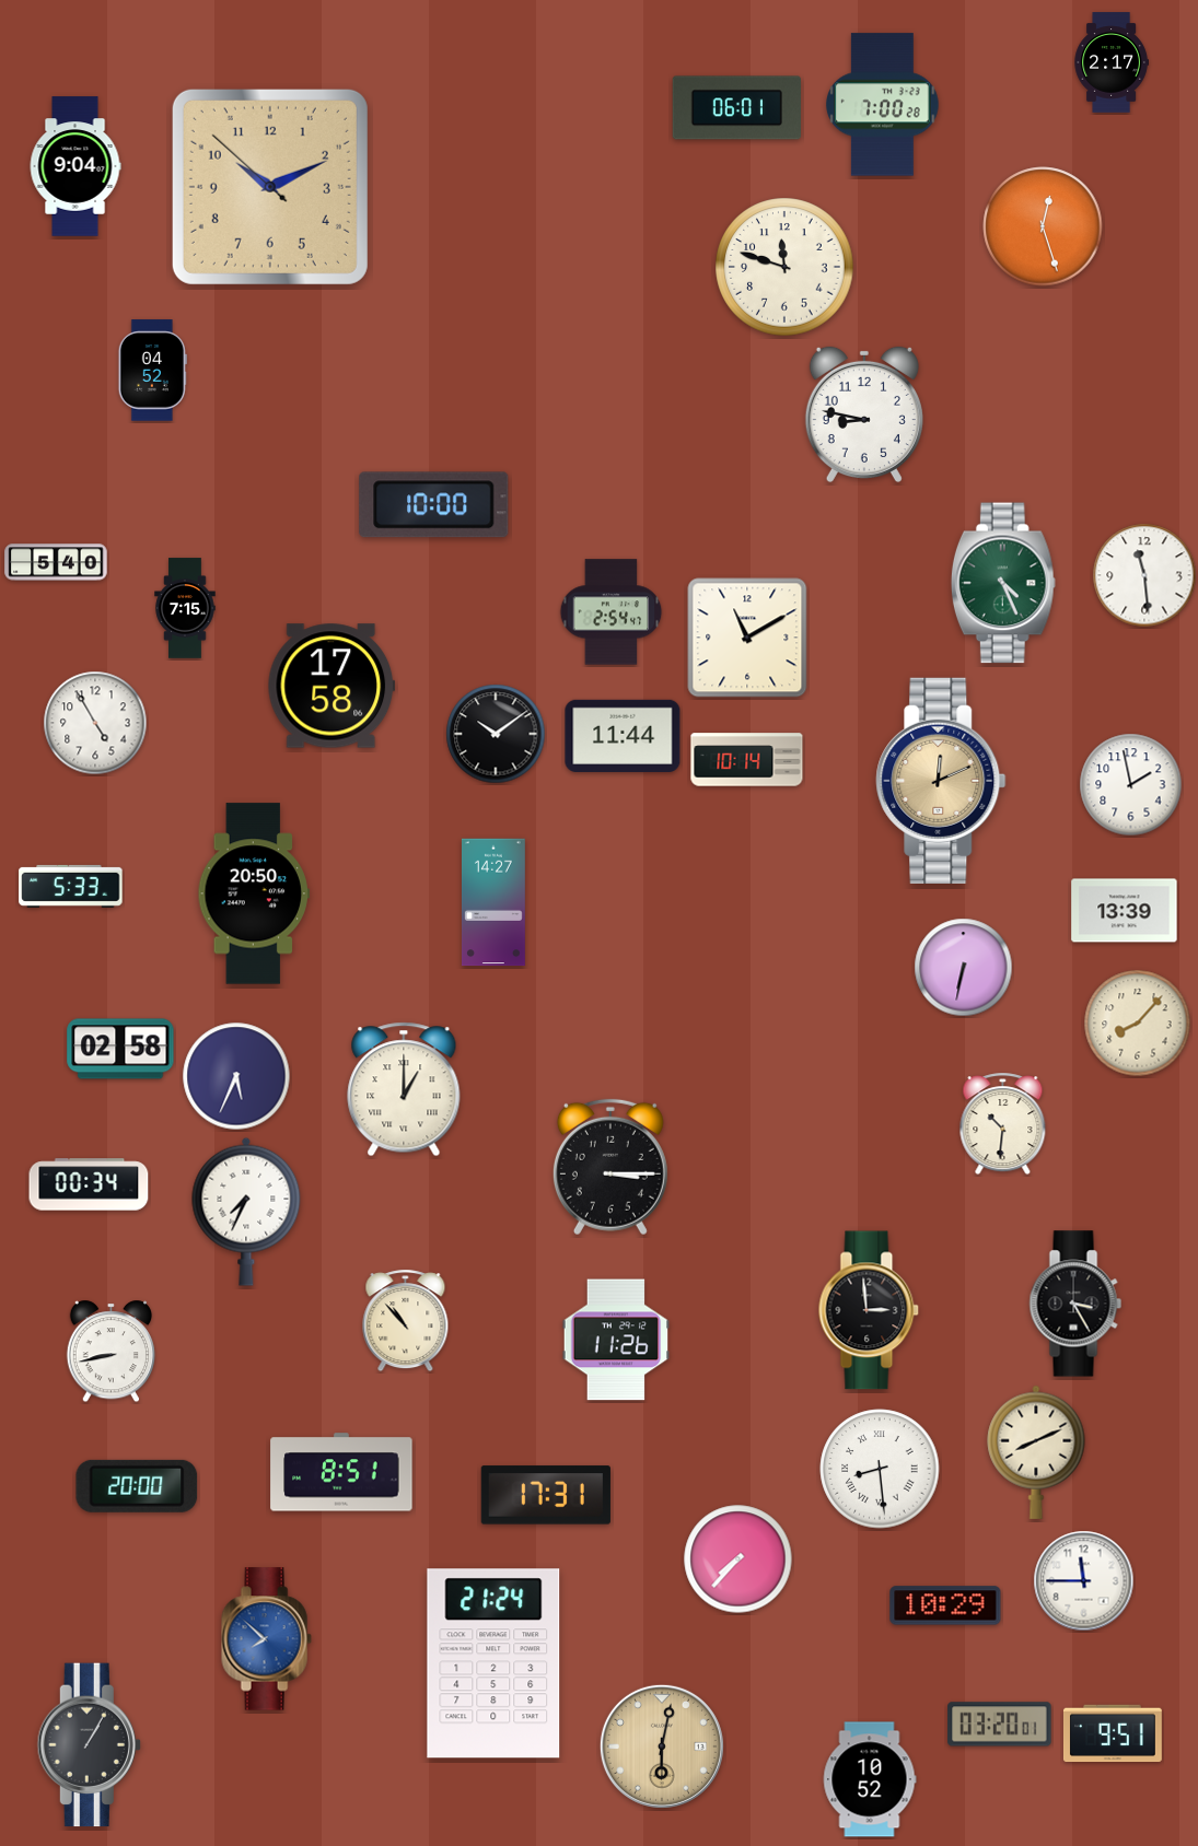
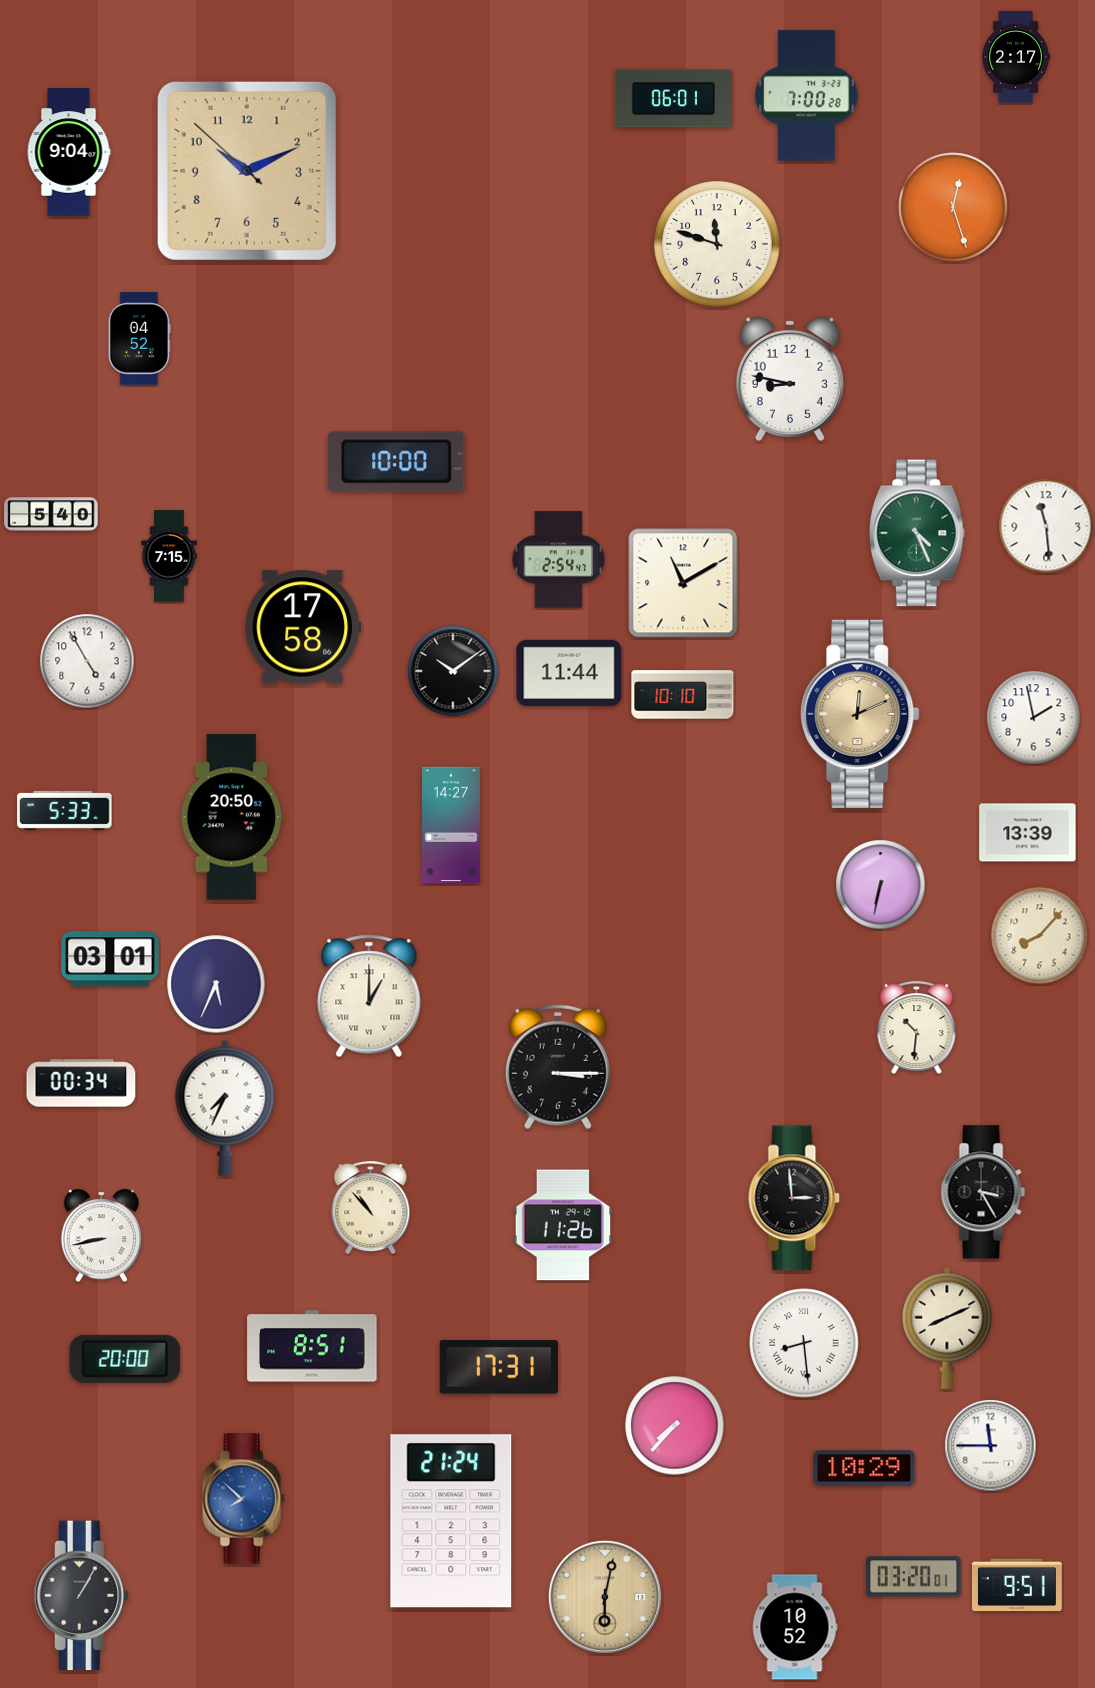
clock at (747, 760): 10:14 -> 10:10
clock at (120, 1049): 02:58 -> 03:01
